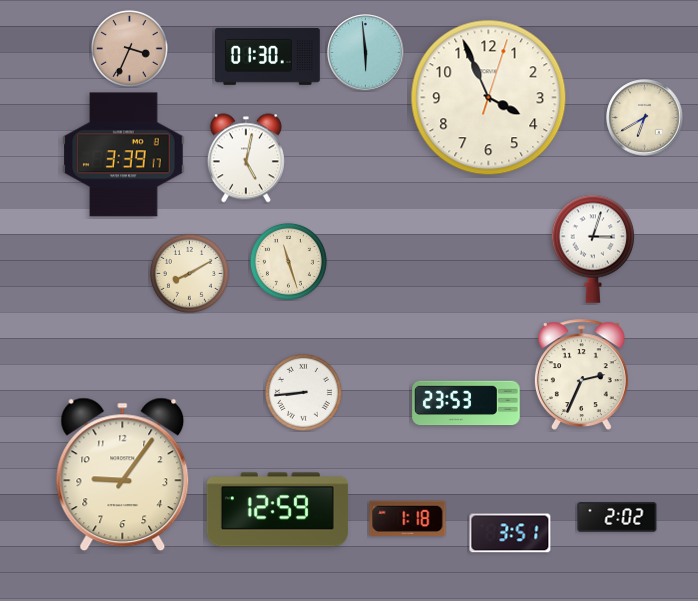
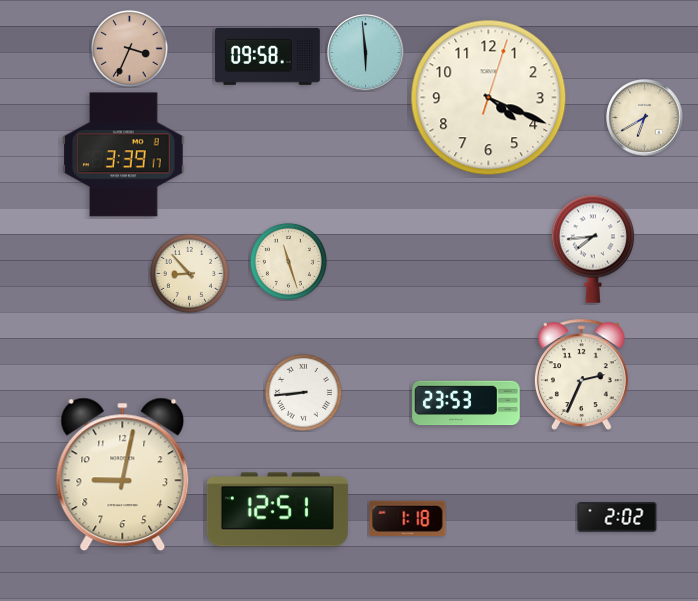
clock at (268, 56): 01:30 -> 09:58
clock at (489, 98): 3:56 -> 4:19
clock at (246, 158): 5:02 -> none
clock at (593, 249): 3:03 -> 7:44
clock at (189, 273): 8:10 -> 8:53
clock at (123, 475): 9:06 -> 9:02
clock at (277, 510): 12:59 -> 12:51
clock at (510, 533): 3:51 -> none
